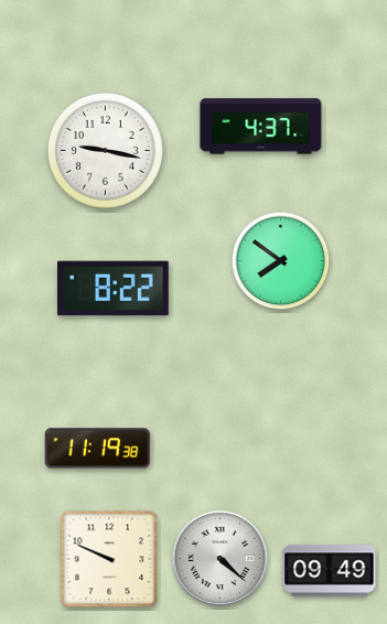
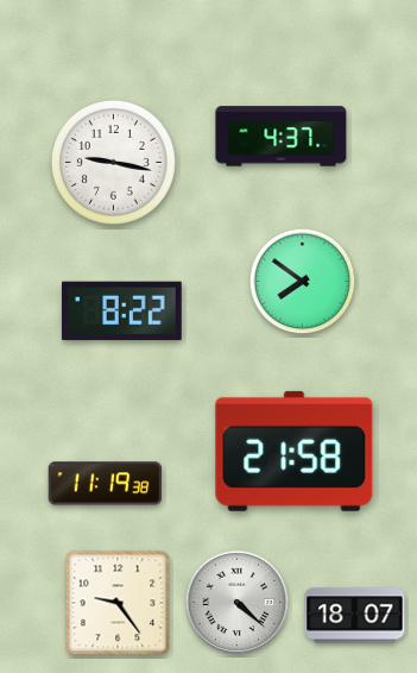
clock at (295, 451): none -> 21:58
clock at (109, 559): 9:49 -> 9:24
clock at (330, 571): 09:49 -> 18:07
